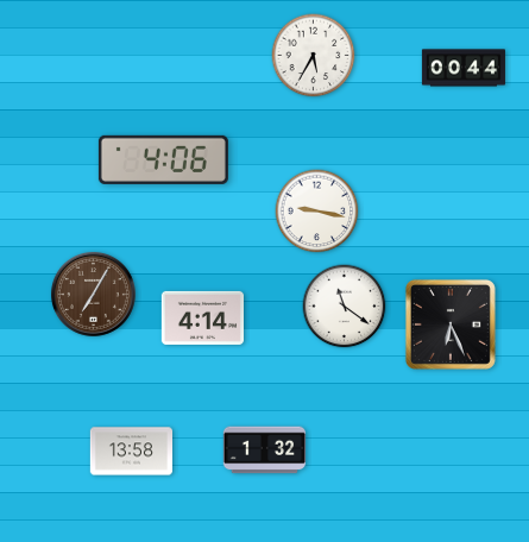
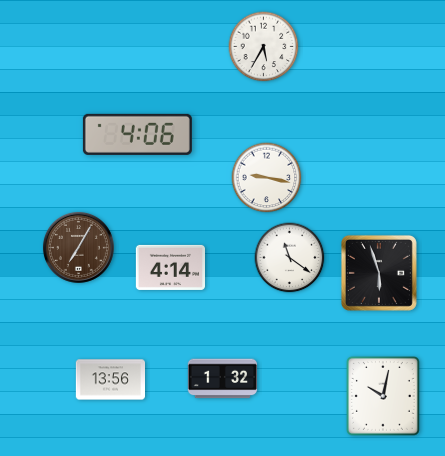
clock at (464, 68): 00:44 -> none
clock at (451, 324): 6:26 -> 5:57
clock at (132, 452): 13:58 -> 13:56
clock at (383, 397): none -> 10:02
